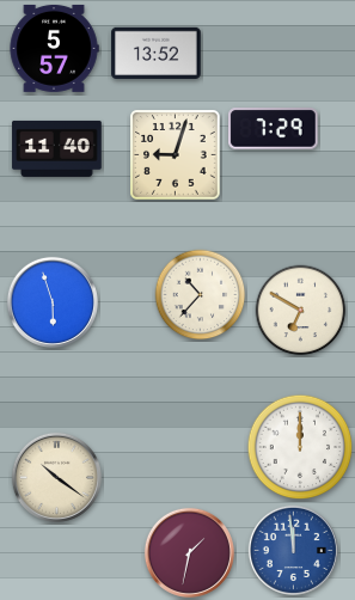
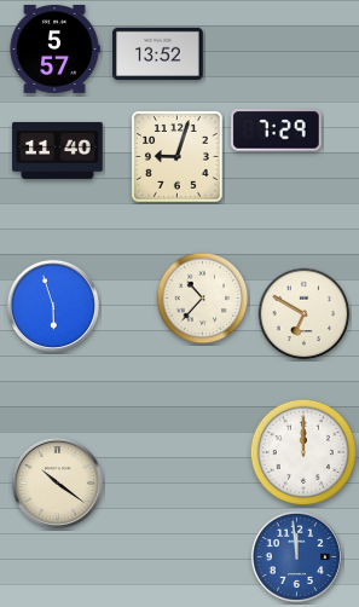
clock at (189, 552): 1:32 -> none
